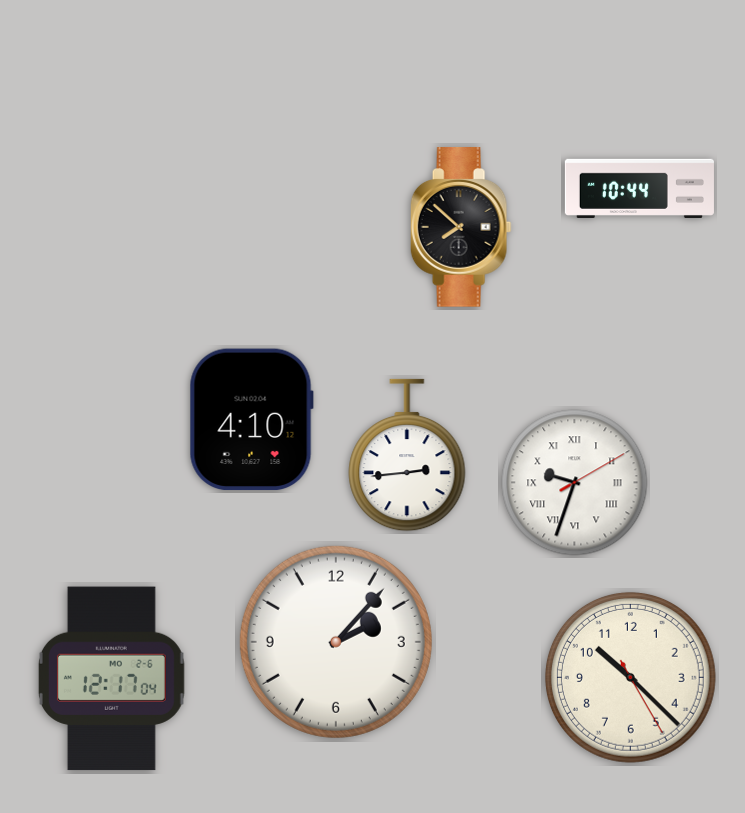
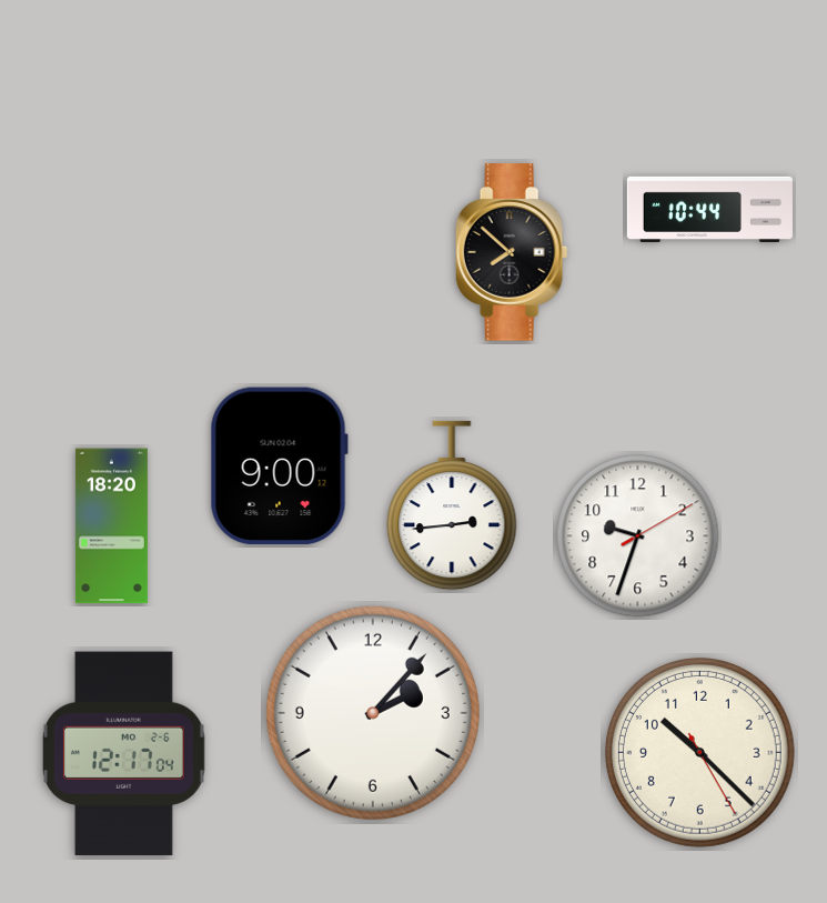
clock at (251, 420): 4:10 -> 9:00
clock at (111, 526): none -> 18:20
clock at (575, 483) numerals: Roman -> Arabic
